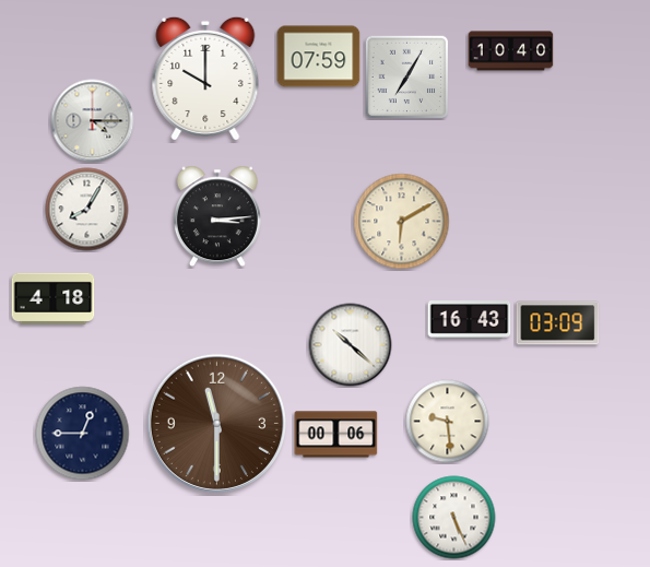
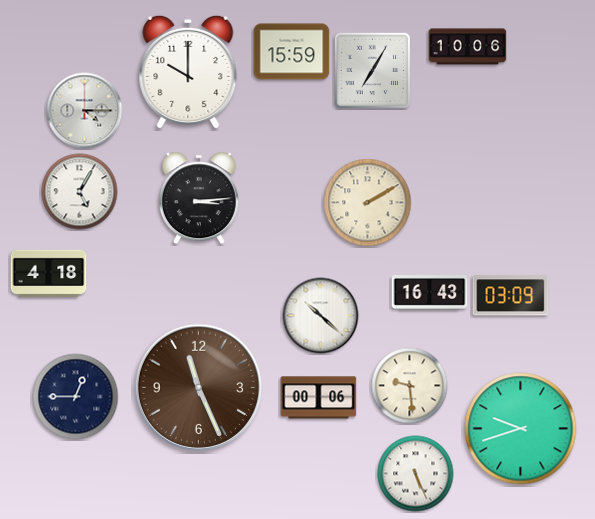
clock at (511, 51): 10:40 -> 10:06
clock at (319, 57): 07:59 -> 15:59
clock at (87, 210): 8:05 -> 5:05
clock at (402, 222): 6:10 -> 2:10
clock at (216, 423): 11:30 -> 11:26
clock at (336, 435) position: (336, 435) -> (319, 398)
clock at (521, 429): none -> 9:42
